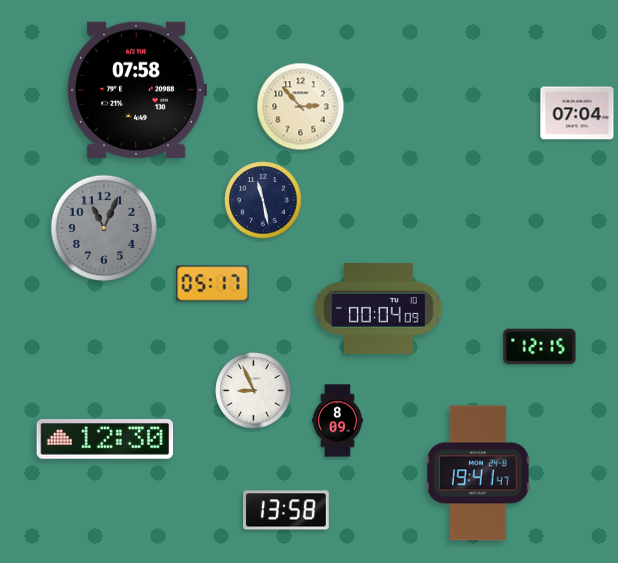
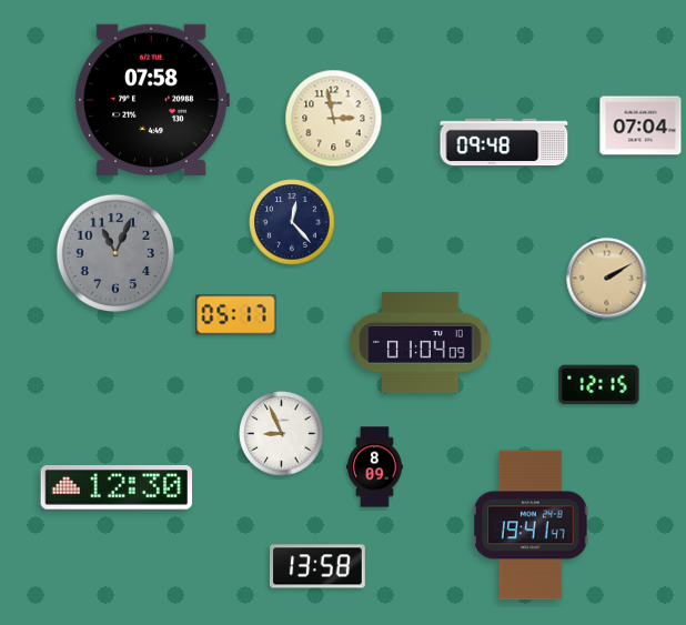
clock at (301, 107): 2:53 -> 2:58
clock at (504, 142): none -> 09:48
clock at (263, 200): 11:28 -> 12:23
clock at (607, 279): none -> 2:10
clock at (379, 308): 00:04 -> 01:04
